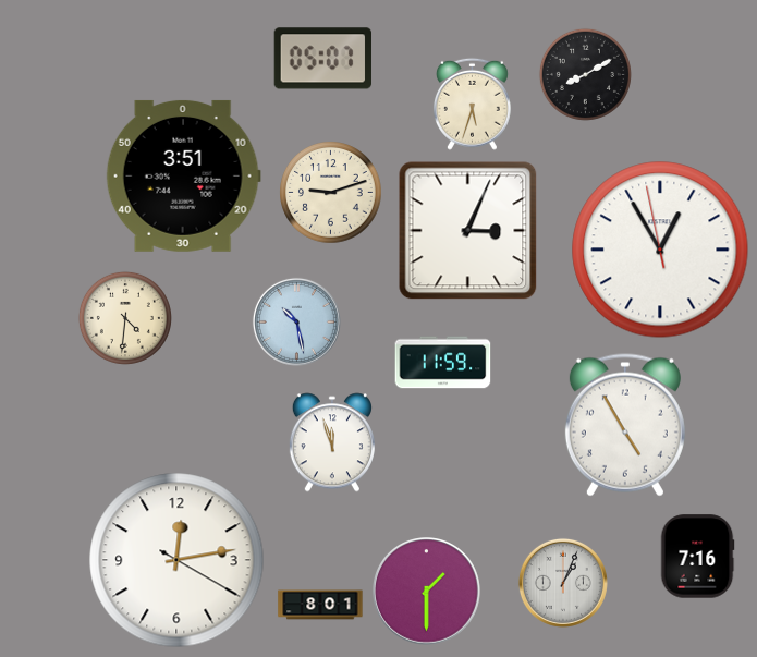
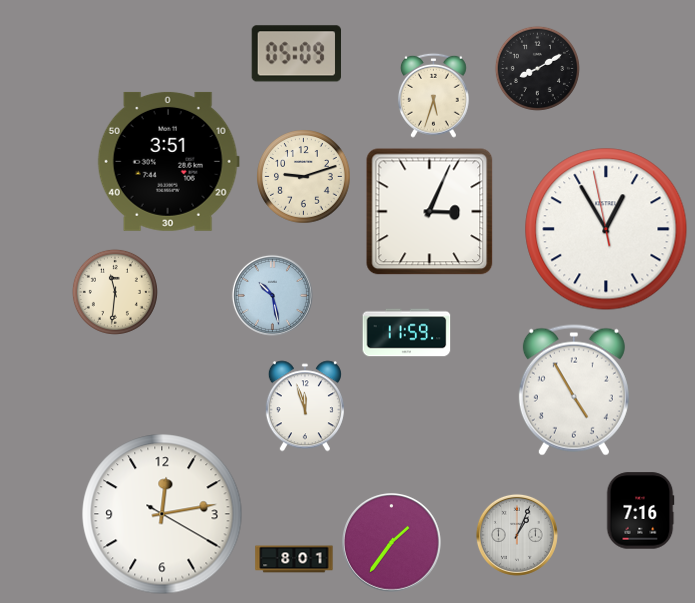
clock at (322, 59): 05:07 -> 05:09
clock at (125, 318): 4:31 -> 11:31
clock at (427, 592): 1:30 -> 1:36
clock at (320, 605) position: (320, 605) -> (294, 559)
